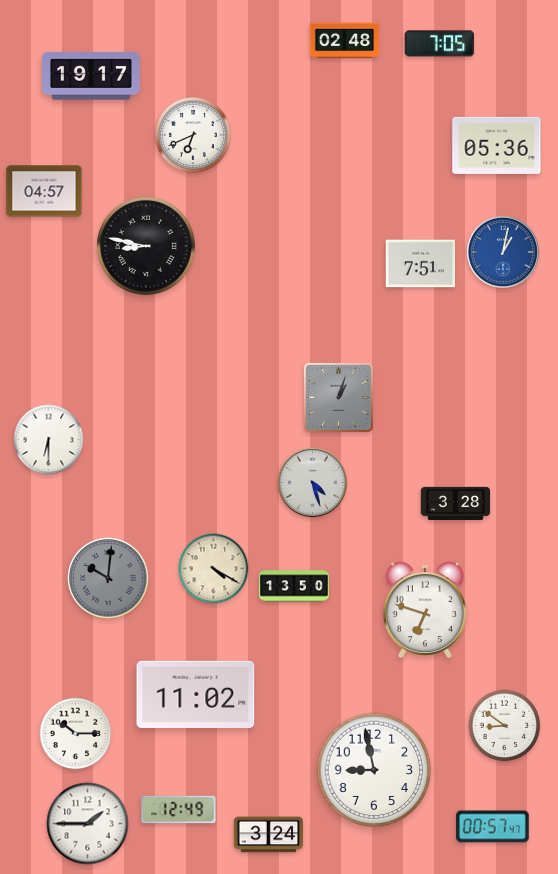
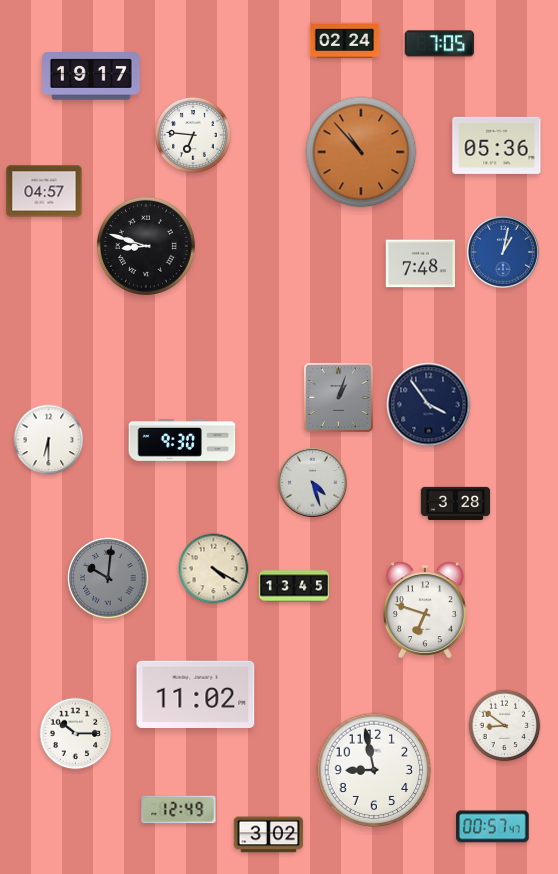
clock at (345, 41): 02:48 -> 02:24
clock at (193, 135): 6:41 -> 6:46
clock at (361, 152): none -> 10:53
clock at (146, 246): 8:47 -> 8:48
clock at (421, 264): 7:51 -> 7:48
clock at (429, 405): none -> 3:54
clock at (182, 440): none -> 9:30
clock at (293, 586): 13:50 -> 13:45
clock at (88, 824): 1:45 -> none
clock at (269, 835): 3:24 -> 3:02
